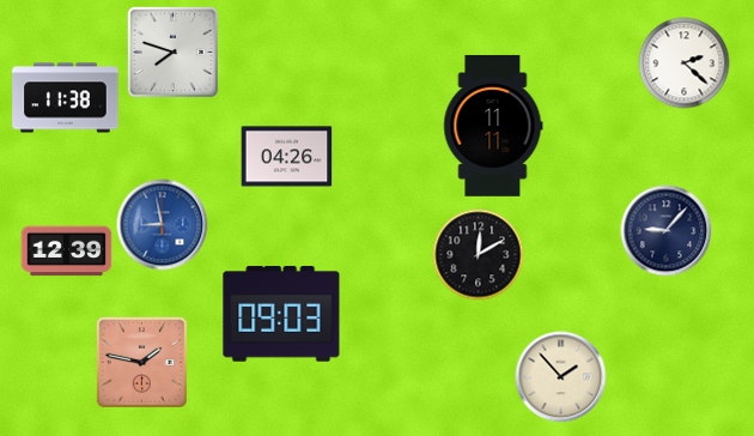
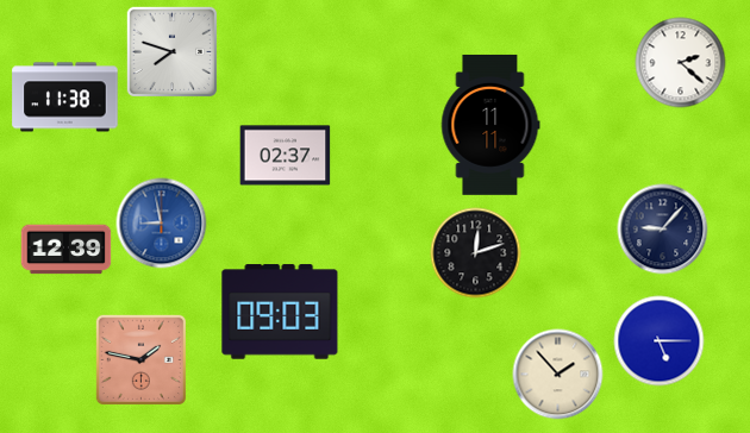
clock at (287, 157): 04:26 -> 02:37
clock at (479, 255): 12:10 -> 12:12
clock at (660, 341): none -> 5:15
